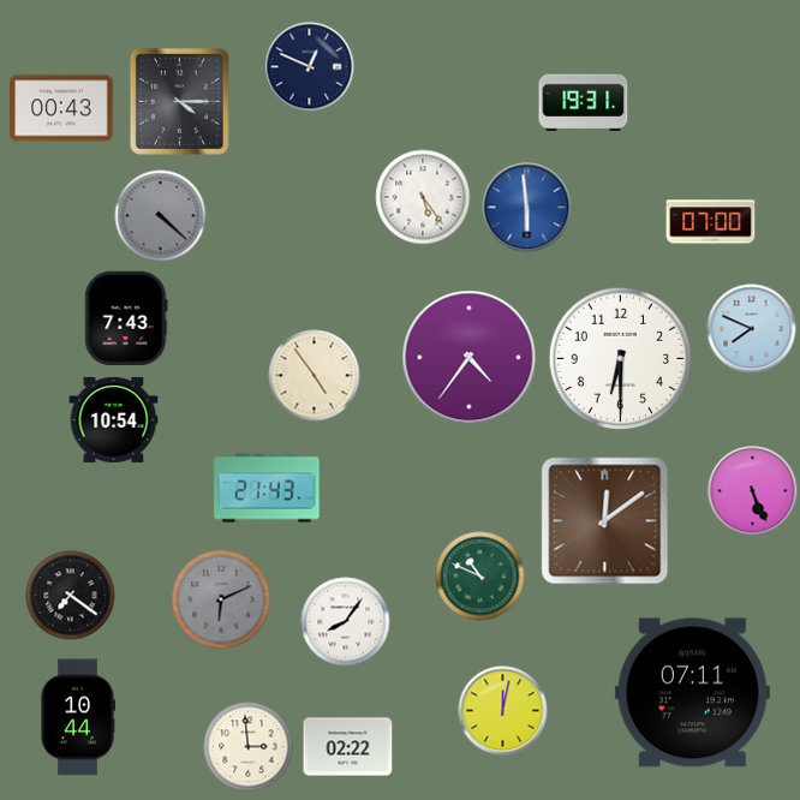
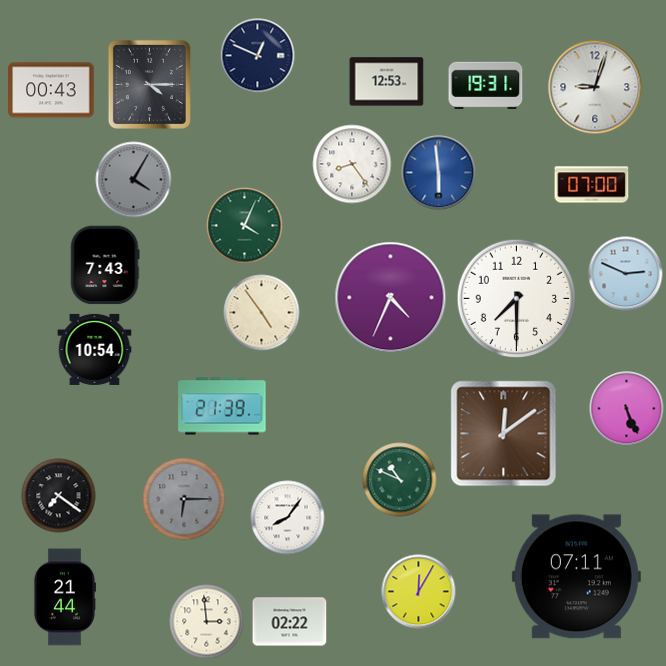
clock at (387, 82): none -> 12:53
clock at (595, 87): none -> 9:03
clock at (423, 197): 5:24 -> 8:24
clock at (161, 216): 4:22 -> 4:05
clock at (245, 226): none -> 4:04
clock at (752, 329): 7:49 -> 2:49
clock at (470, 358): 4:36 -> 4:34
clock at (620, 358): 6:30 -> 7:30
clock at (267, 488): 21:43 -> 21:39
clock at (221, 599): 6:11 -> 6:15
clock at (503, 711): 12:02 -> 12:05
clock at (77, 717): 10:44 -> 21:44
